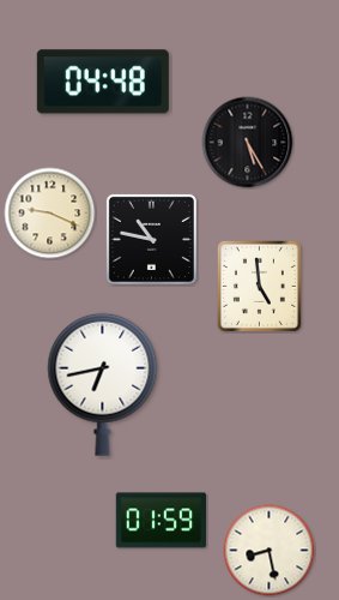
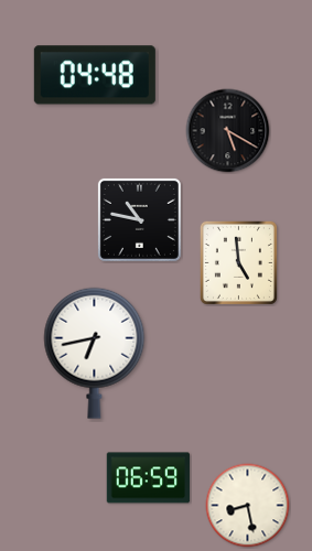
clock at (248, 143): 5:25 -> 5:20
clock at (50, 214): 9:19 -> none
clock at (162, 521): 01:59 -> 06:59
